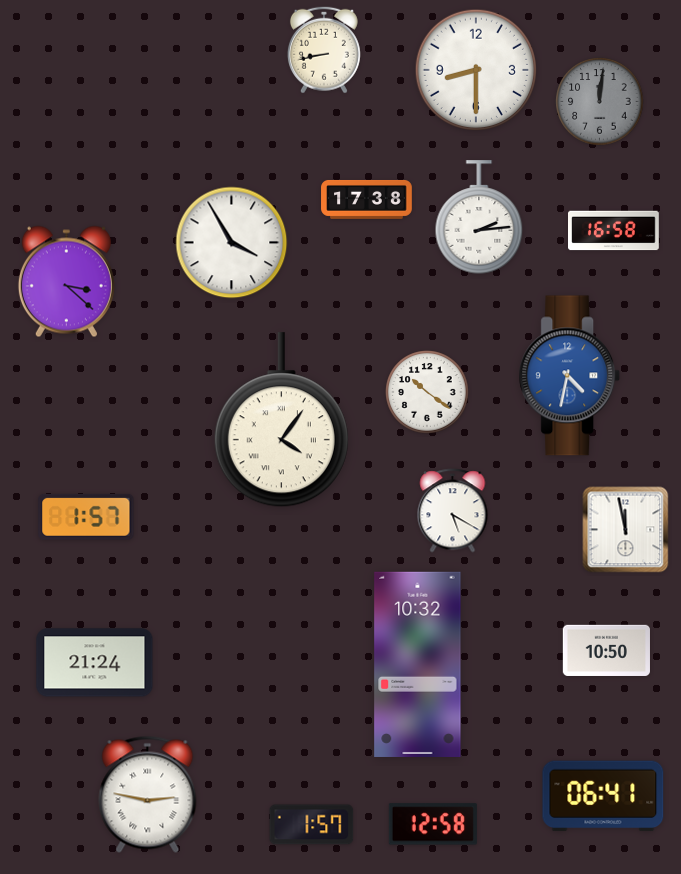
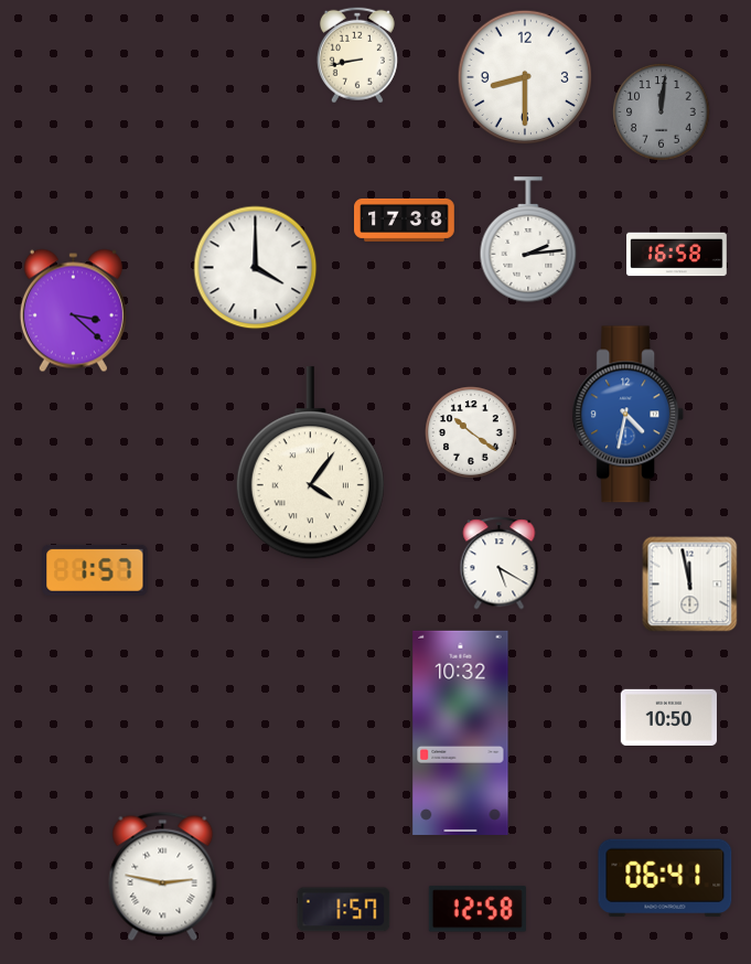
clock at (232, 243): 3:55 -> 4:00
clock at (95, 663): 21:24 -> none
